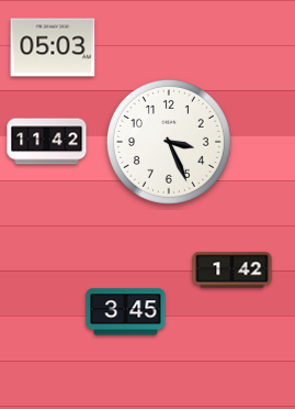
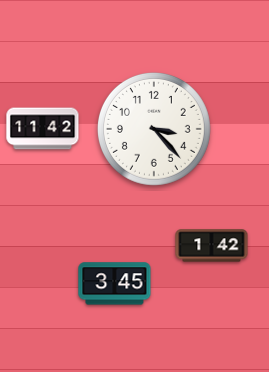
clock at (53, 47): 05:03 -> none
clock at (169, 142): 3:26 -> 3:23
